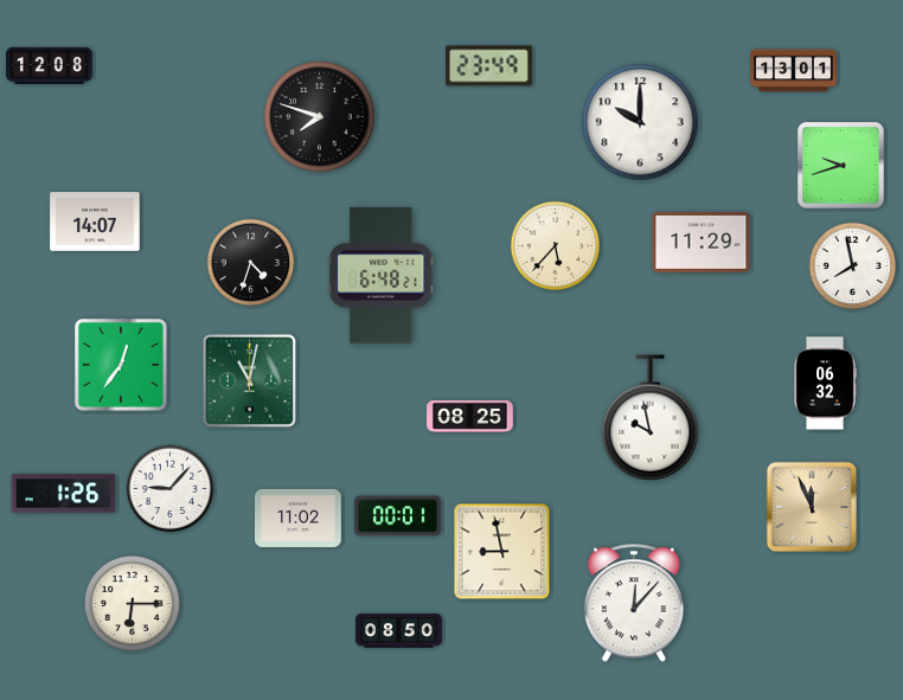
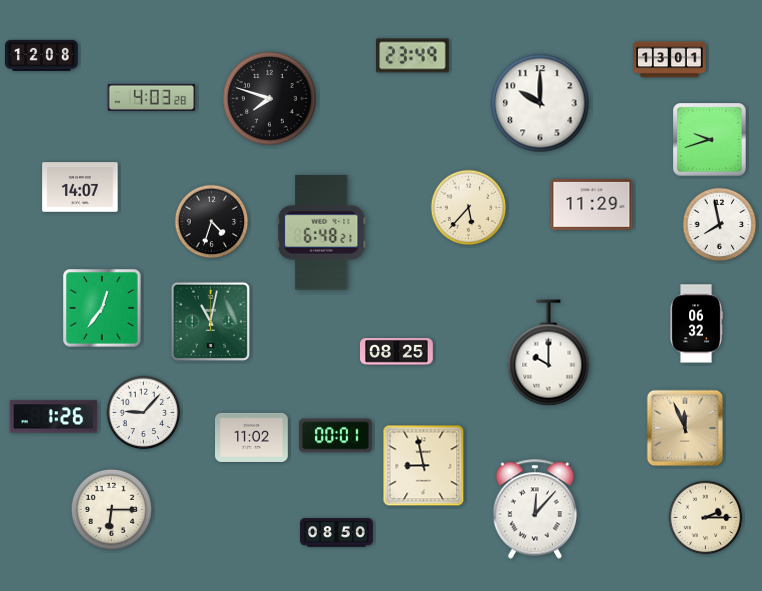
clock at (152, 97): none -> 4:03
clock at (651, 418): 9:58 -> 10:00
clock at (706, 518): none -> 2:15
